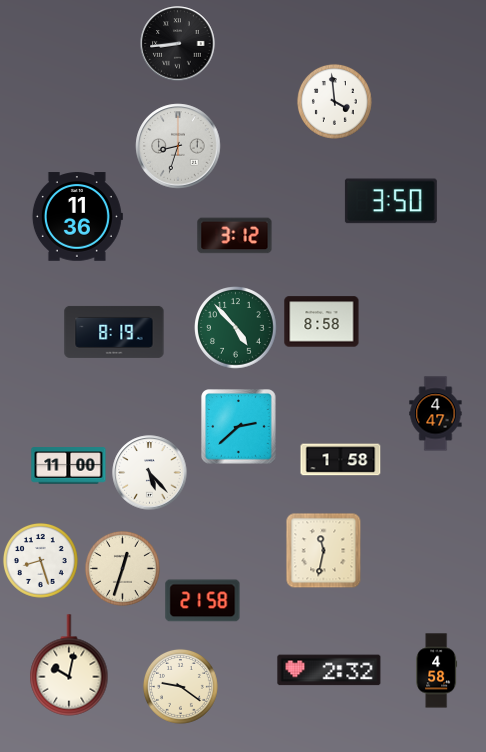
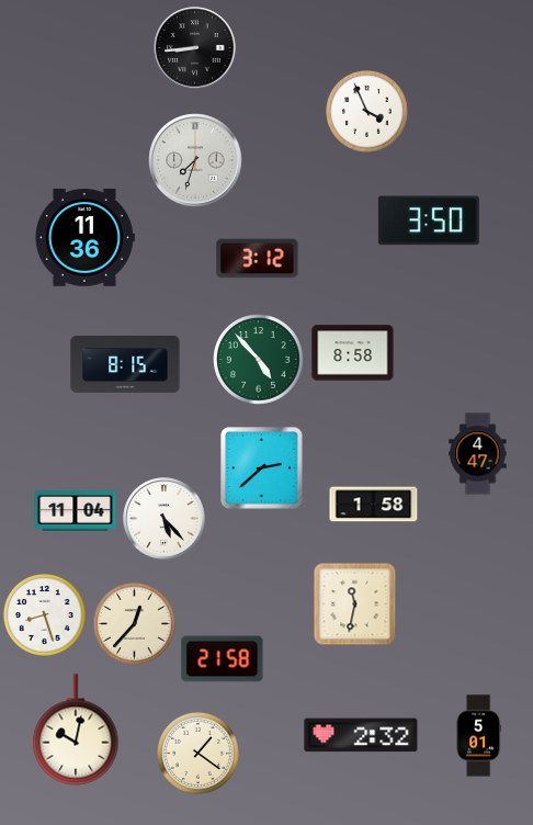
clock at (334, 101): 3:59 -> 3:56
clock at (178, 146): 8:33 -> 7:33
clock at (114, 332): 8:19 -> 8:15
clock at (69, 466): 11:00 -> 11:04
clock at (122, 568): 12:33 -> 12:37
clock at (437, 671): 4:58 -> 5:01
clock at (180, 686): 9:21 -> 1:21
